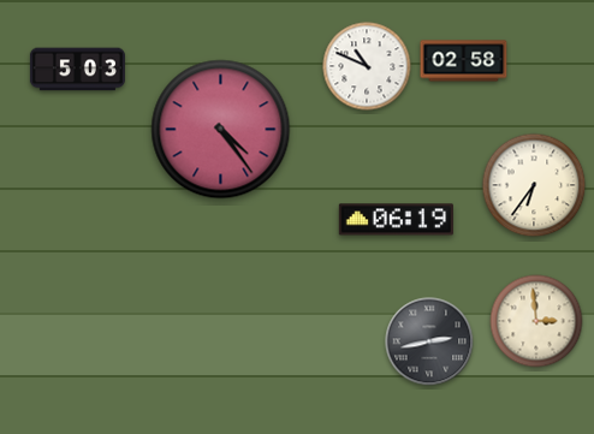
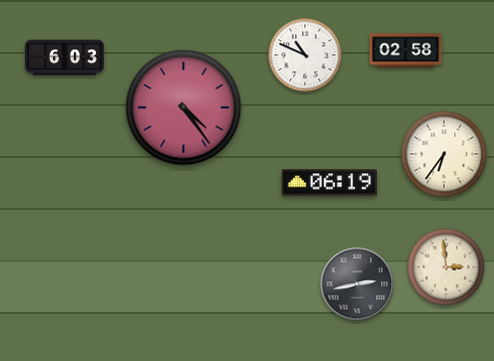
clock at (464, 61) position: (464, 61) -> (406, 51)
clock at (77, 70): 5:03 -> 6:03
